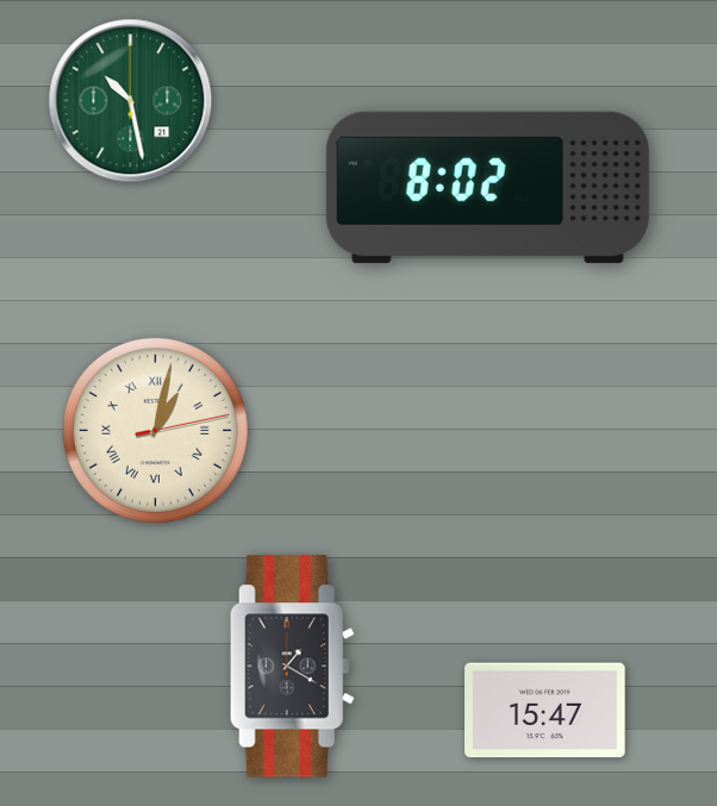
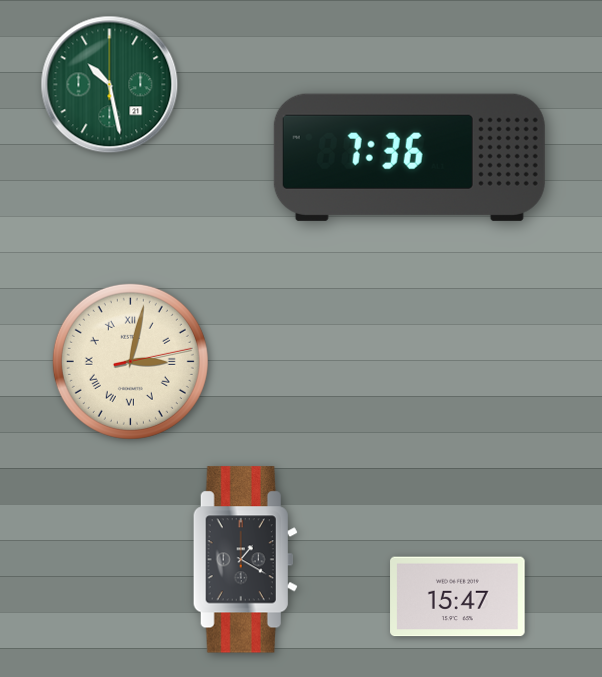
clock at (487, 187): 8:02 -> 7:36
clock at (155, 430): 1:02 -> 3:02
